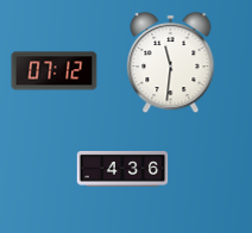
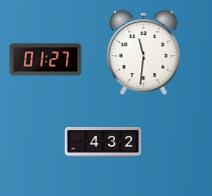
clock at (55, 71): 07:12 -> 01:27
clock at (122, 170): 4:36 -> 4:32
